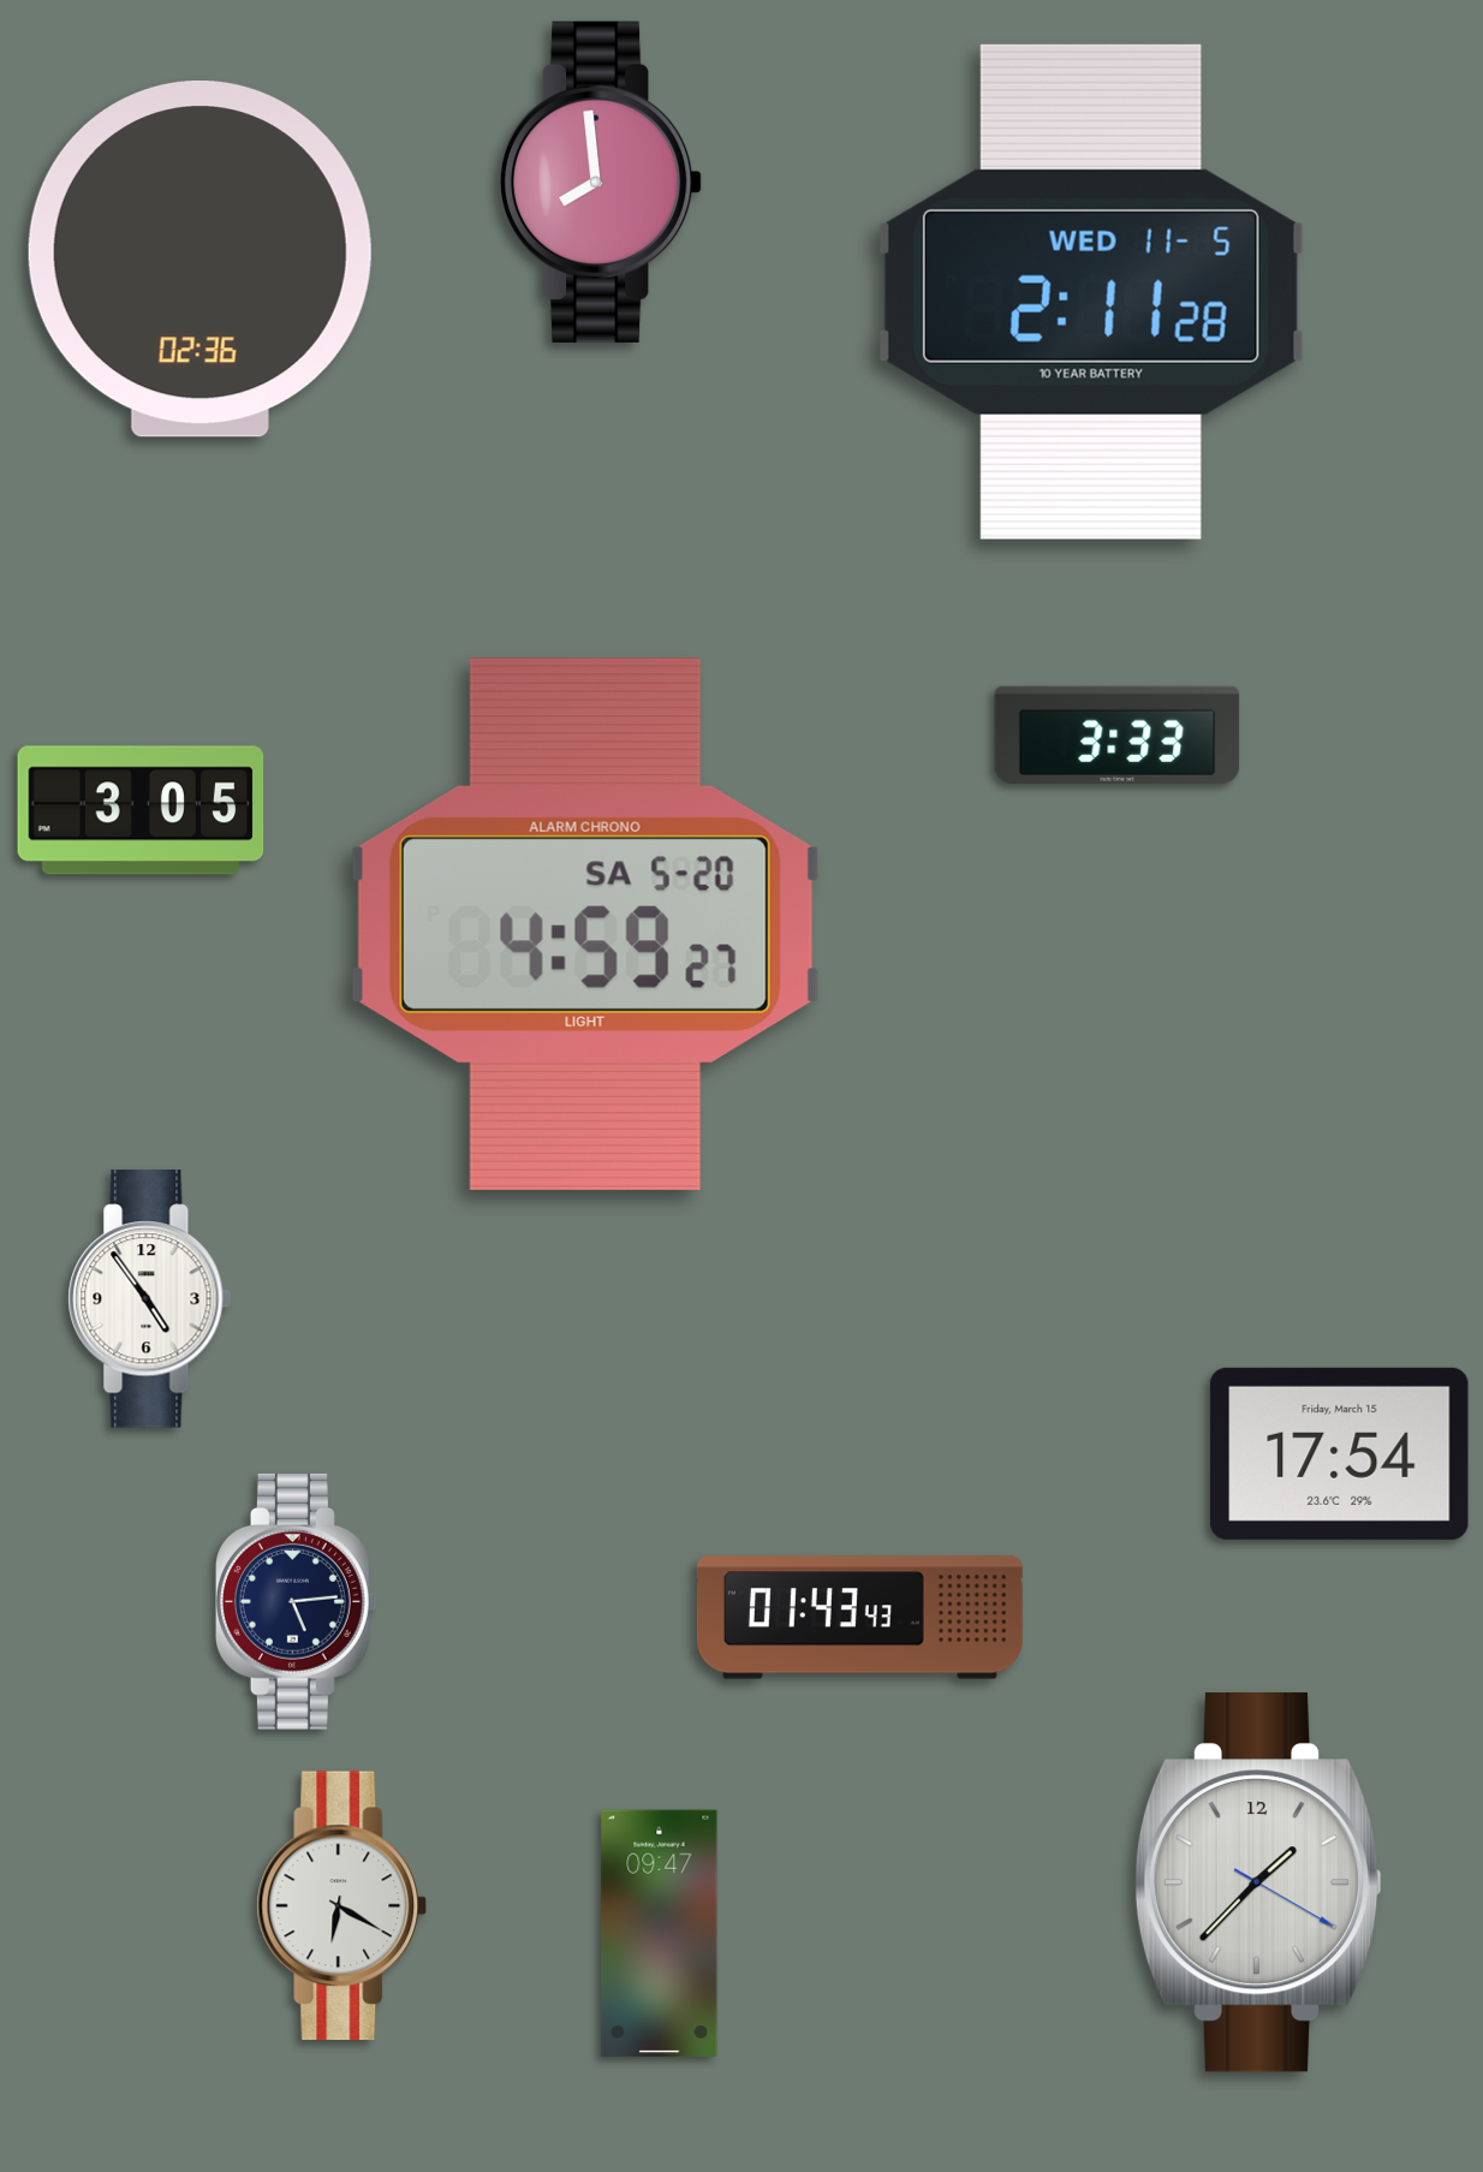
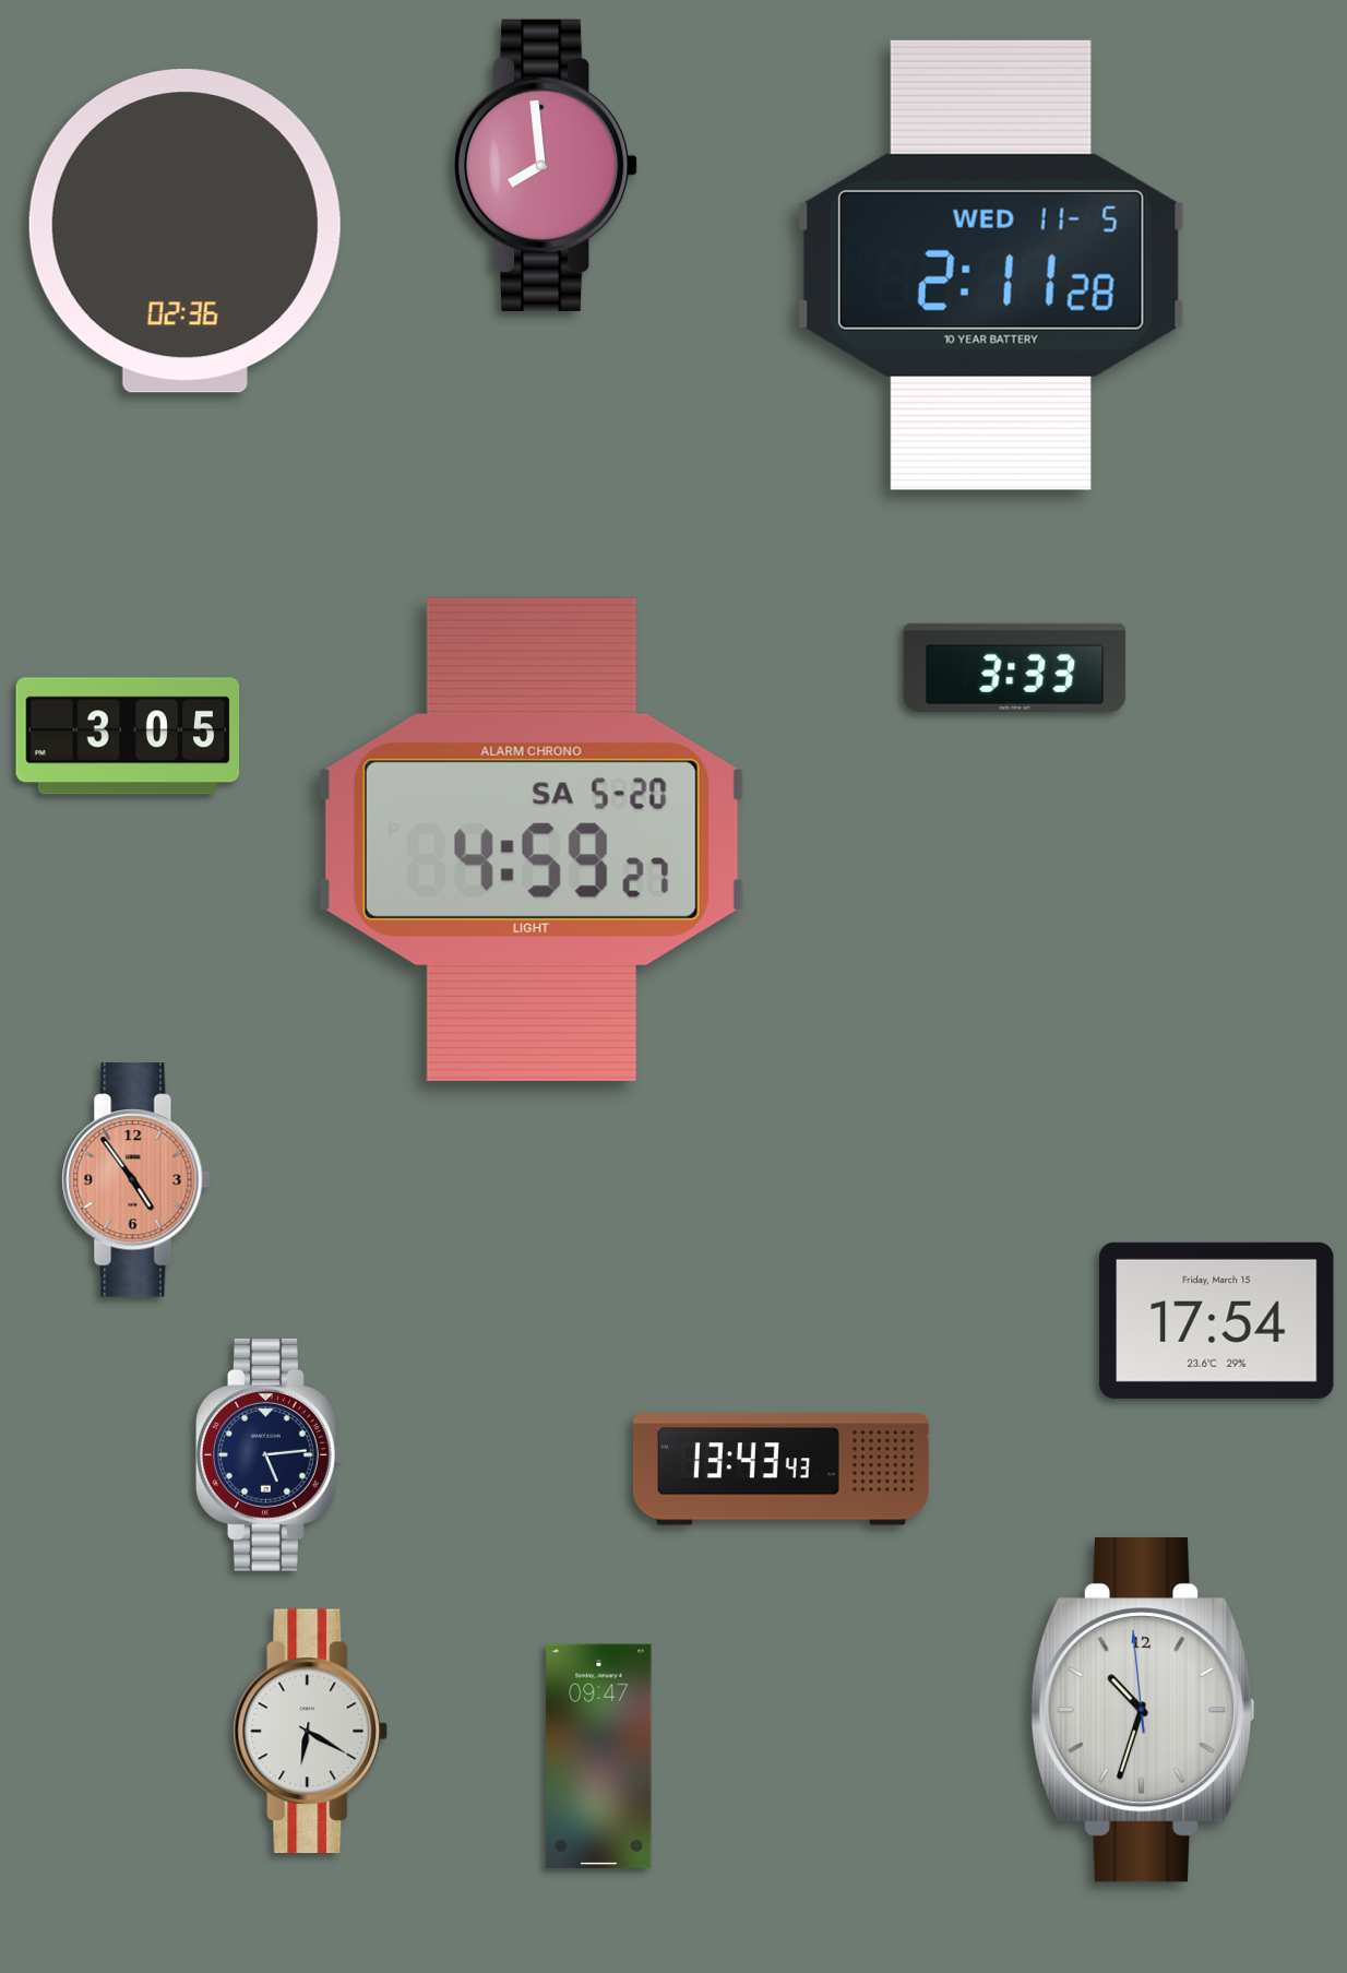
clock at (199, 260) position: (199, 260) -> (184, 231)
clock at (150, 1299) dial: white -> salmon
clock at (859, 1618): 01:43 -> 13:43
clock at (1258, 1884): 1:37 -> 10:32
